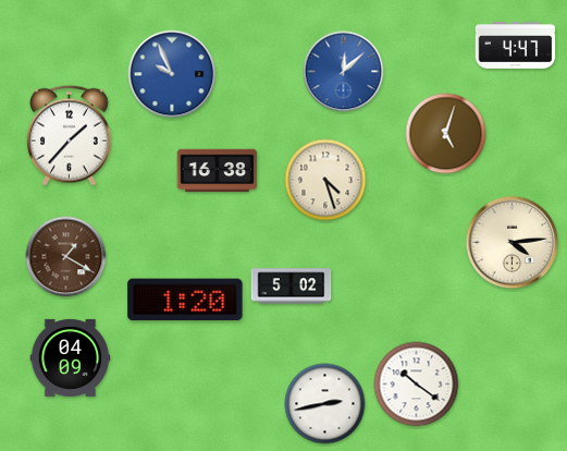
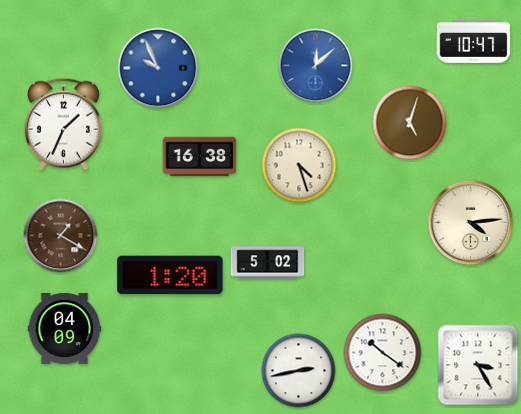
clock at (516, 46): 4:47 -> 10:47
clock at (69, 135): 1:37 -> 1:34
clock at (478, 365): none -> 3:25
